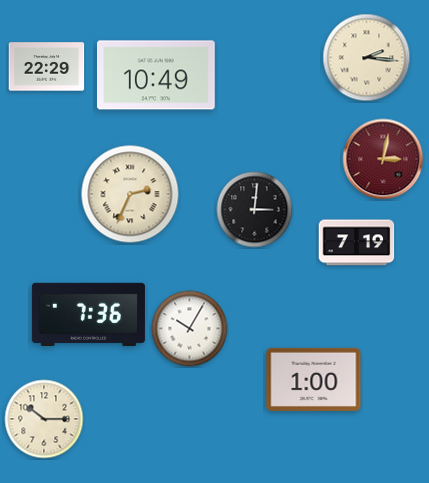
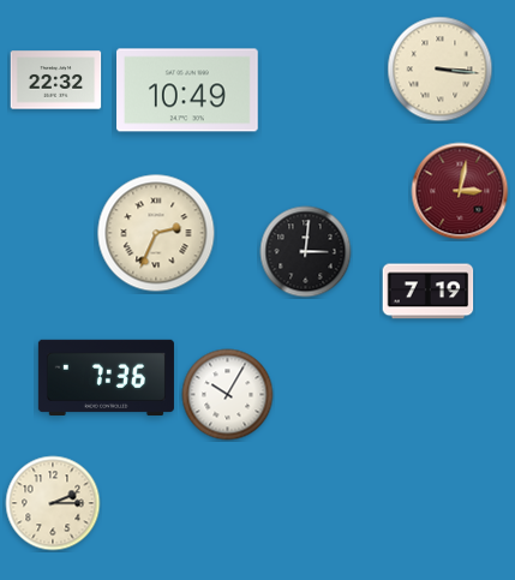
clock at (367, 58): 2:16 -> 3:16
clock at (47, 67): 22:29 -> 22:32
clock at (314, 379): 1:00 -> none
clock at (44, 419): 10:15 -> 2:15
